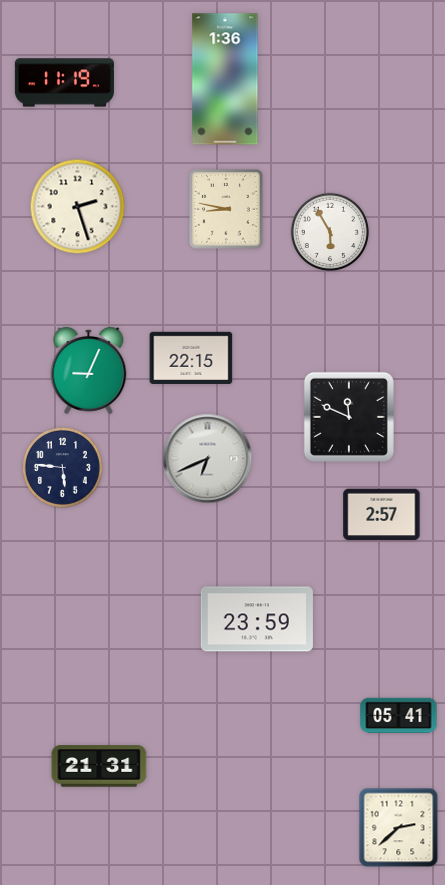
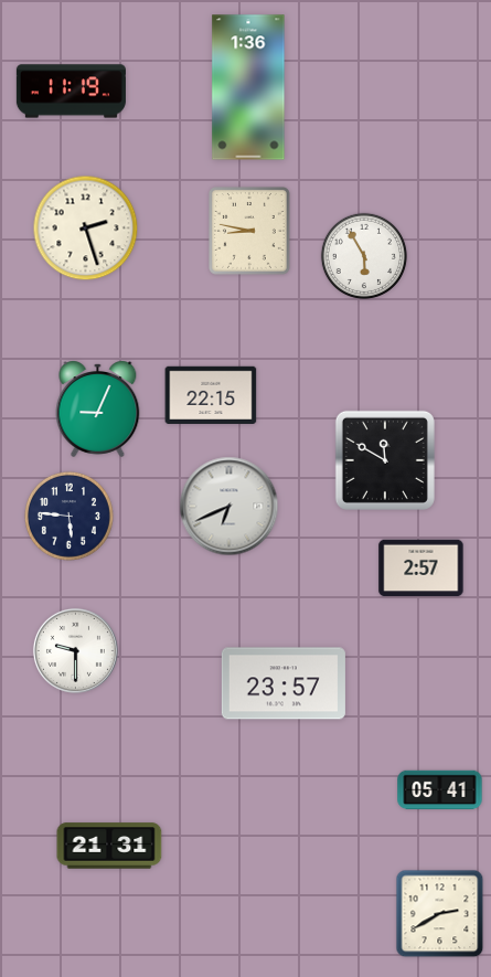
clock at (349, 417): 11:49 -> 11:50
clock at (75, 650): none -> 9:30
clock at (257, 619): 23:59 -> 23:57
clock at (399, 828): 2:38 -> 2:40
